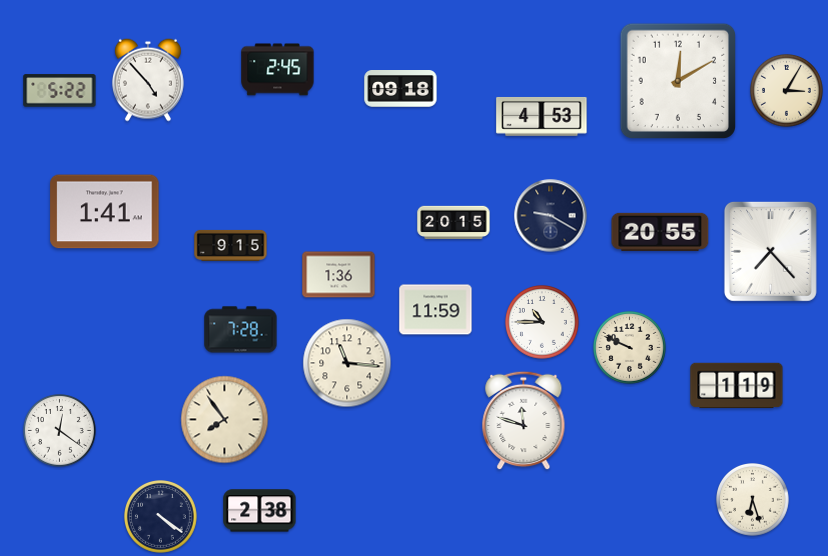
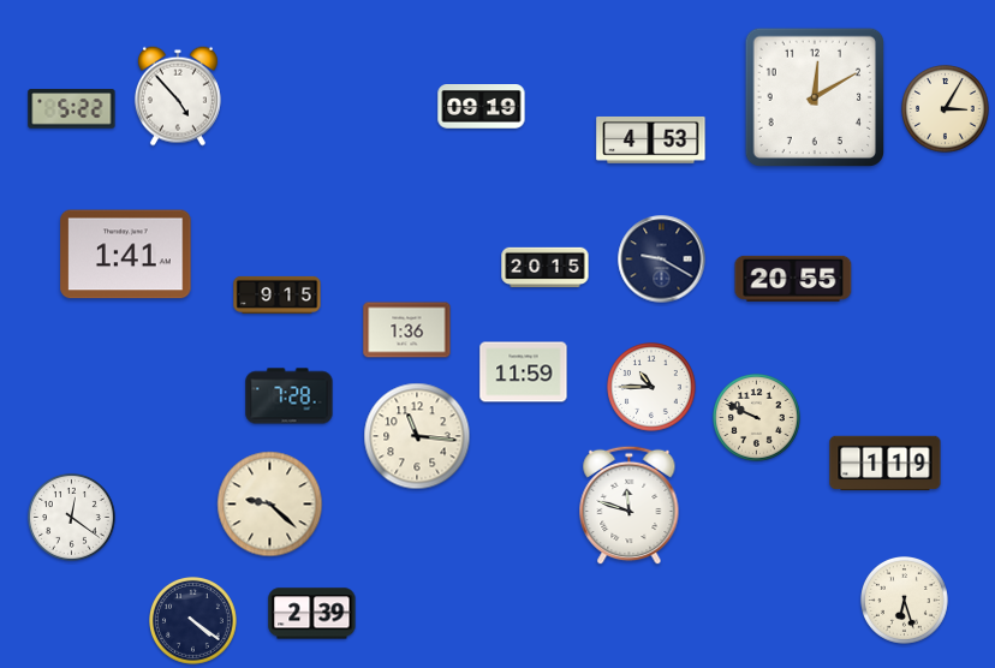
clock at (278, 70): 2:45 -> none
clock at (401, 89): 09:18 -> 09:19
clock at (770, 251): 7:23 -> none
clock at (225, 420): 7:54 -> 9:22
clock at (260, 511): 2:38 -> 2:39
